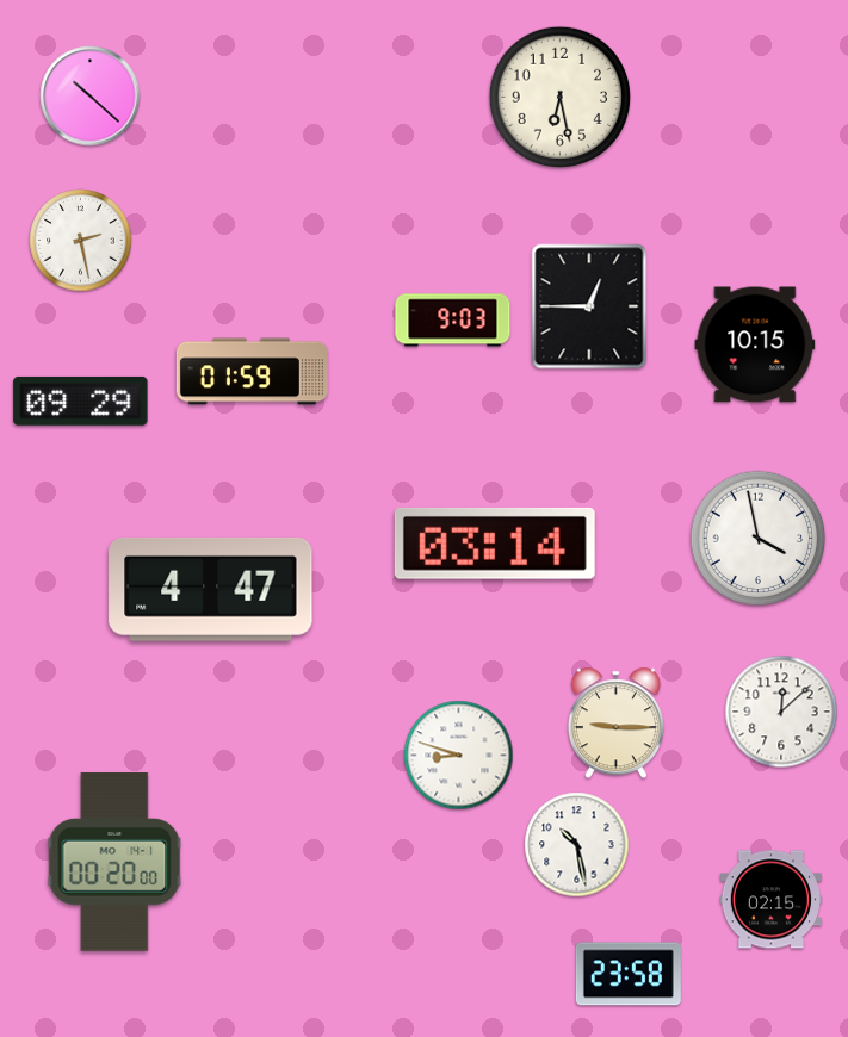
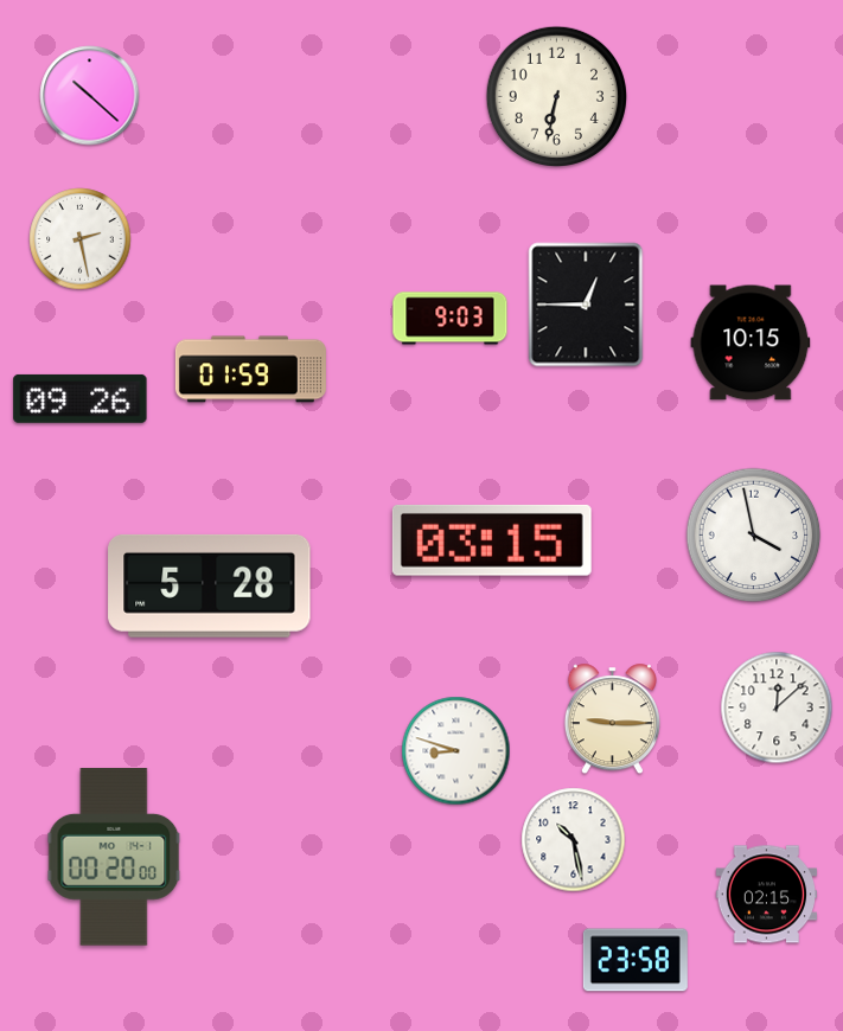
clock at (559, 97): 6:28 -> 6:32
clock at (81, 400): 09:29 -> 09:26
clock at (495, 544): 03:14 -> 03:15
clock at (211, 589): 4:47 -> 5:28
clock at (629, 974) position: (629, 974) -> (636, 960)
